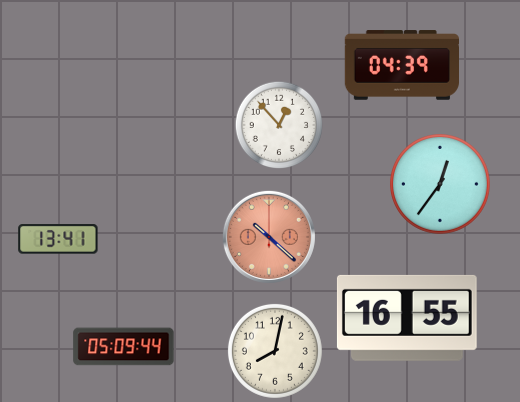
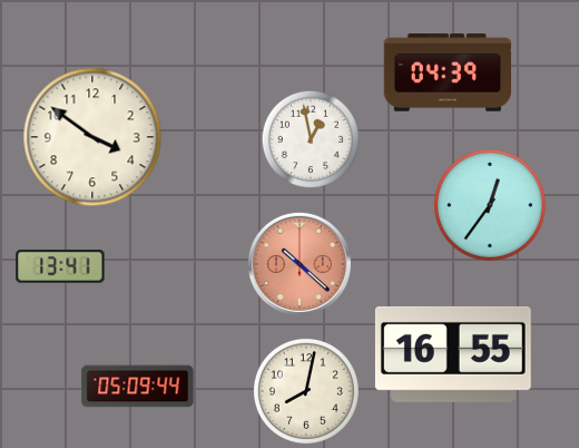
clock at (92, 137): none -> 3:51
clock at (278, 124): 12:53 -> 12:58
clock at (58, 239) position: (58, 239) -> (60, 266)
